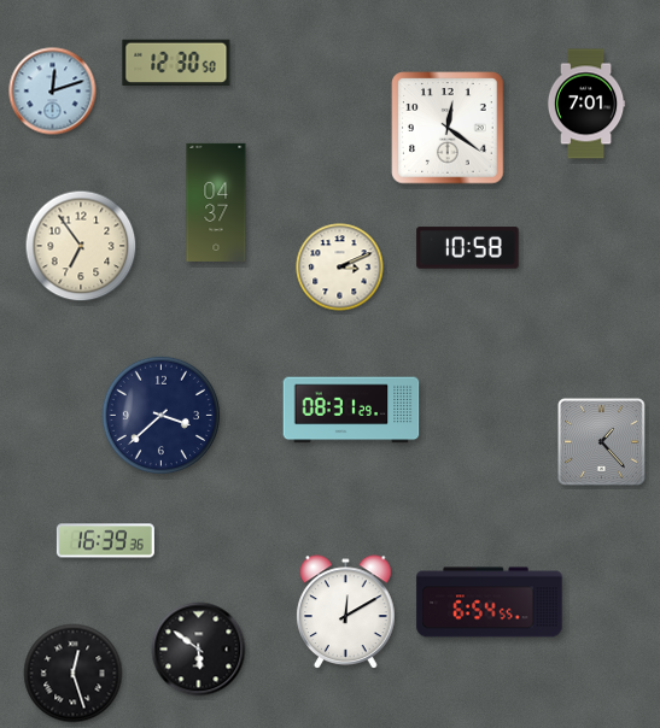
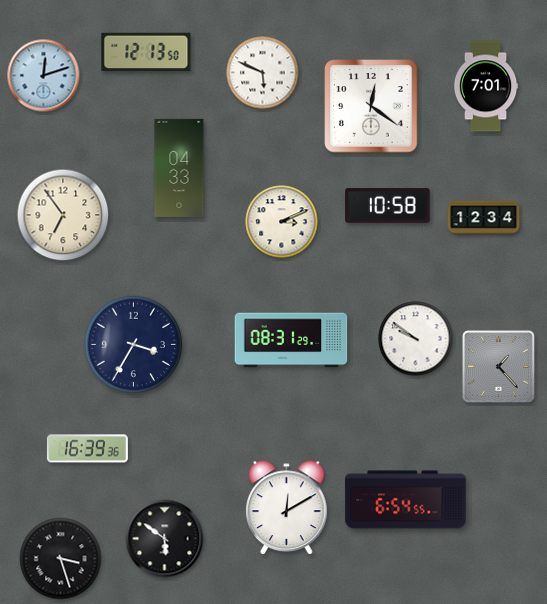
clock at (176, 63): 12:30 -> 12:13
clock at (263, 73): none -> 5:49
clock at (216, 202): 04:37 -> 04:33
clock at (81, 246) position: (81, 246) -> (63, 215)
clock at (484, 218): none -> 12:34
clock at (416, 339): none -> 9:51
clock at (160, 415): 3:38 -> 3:35
clock at (74, 674): 12:27 -> 3:27
